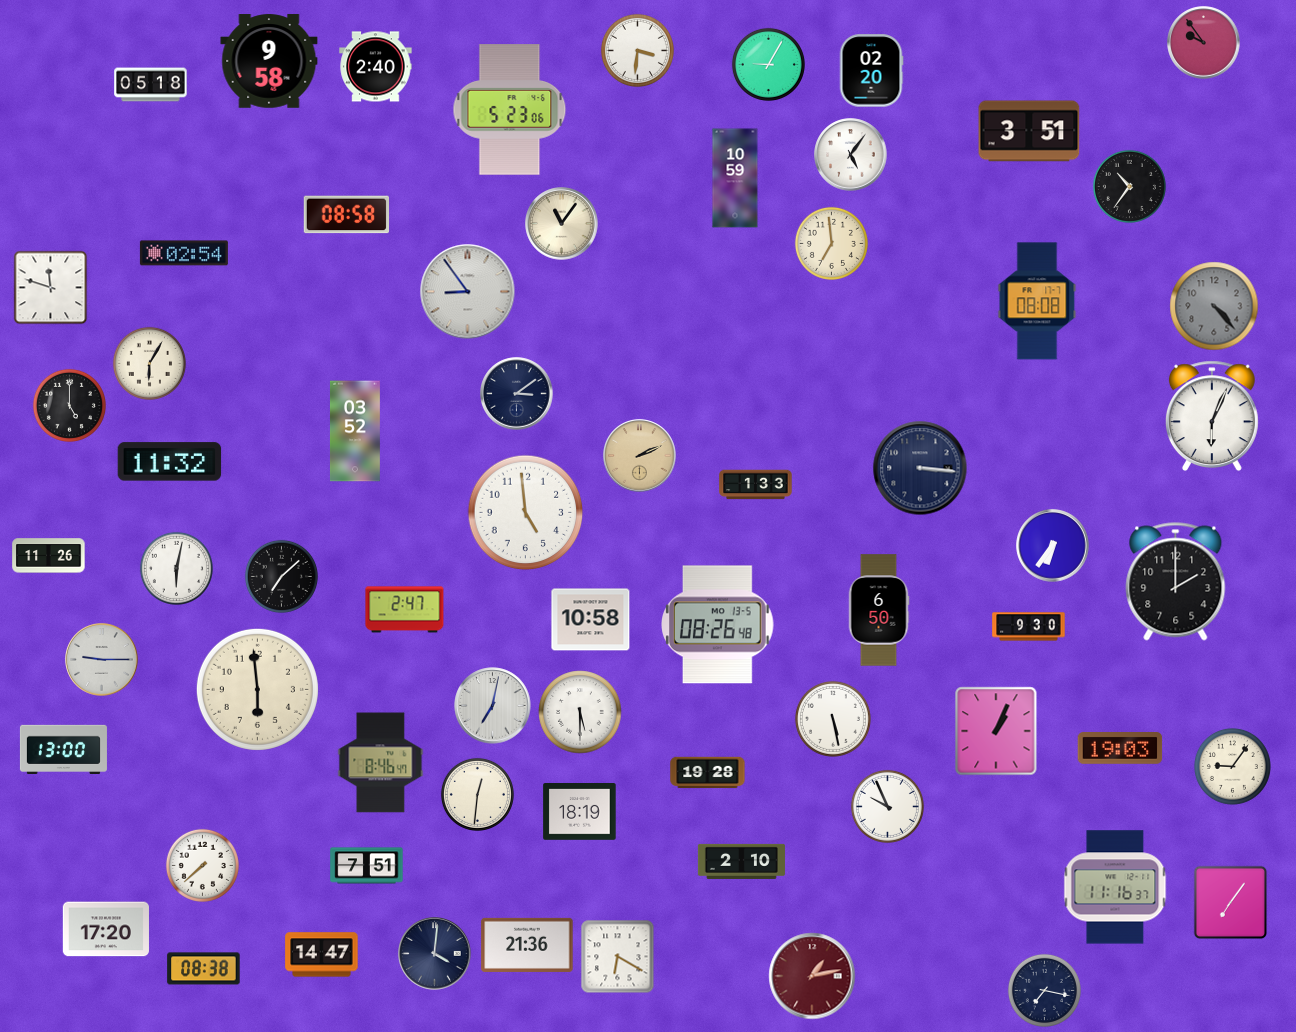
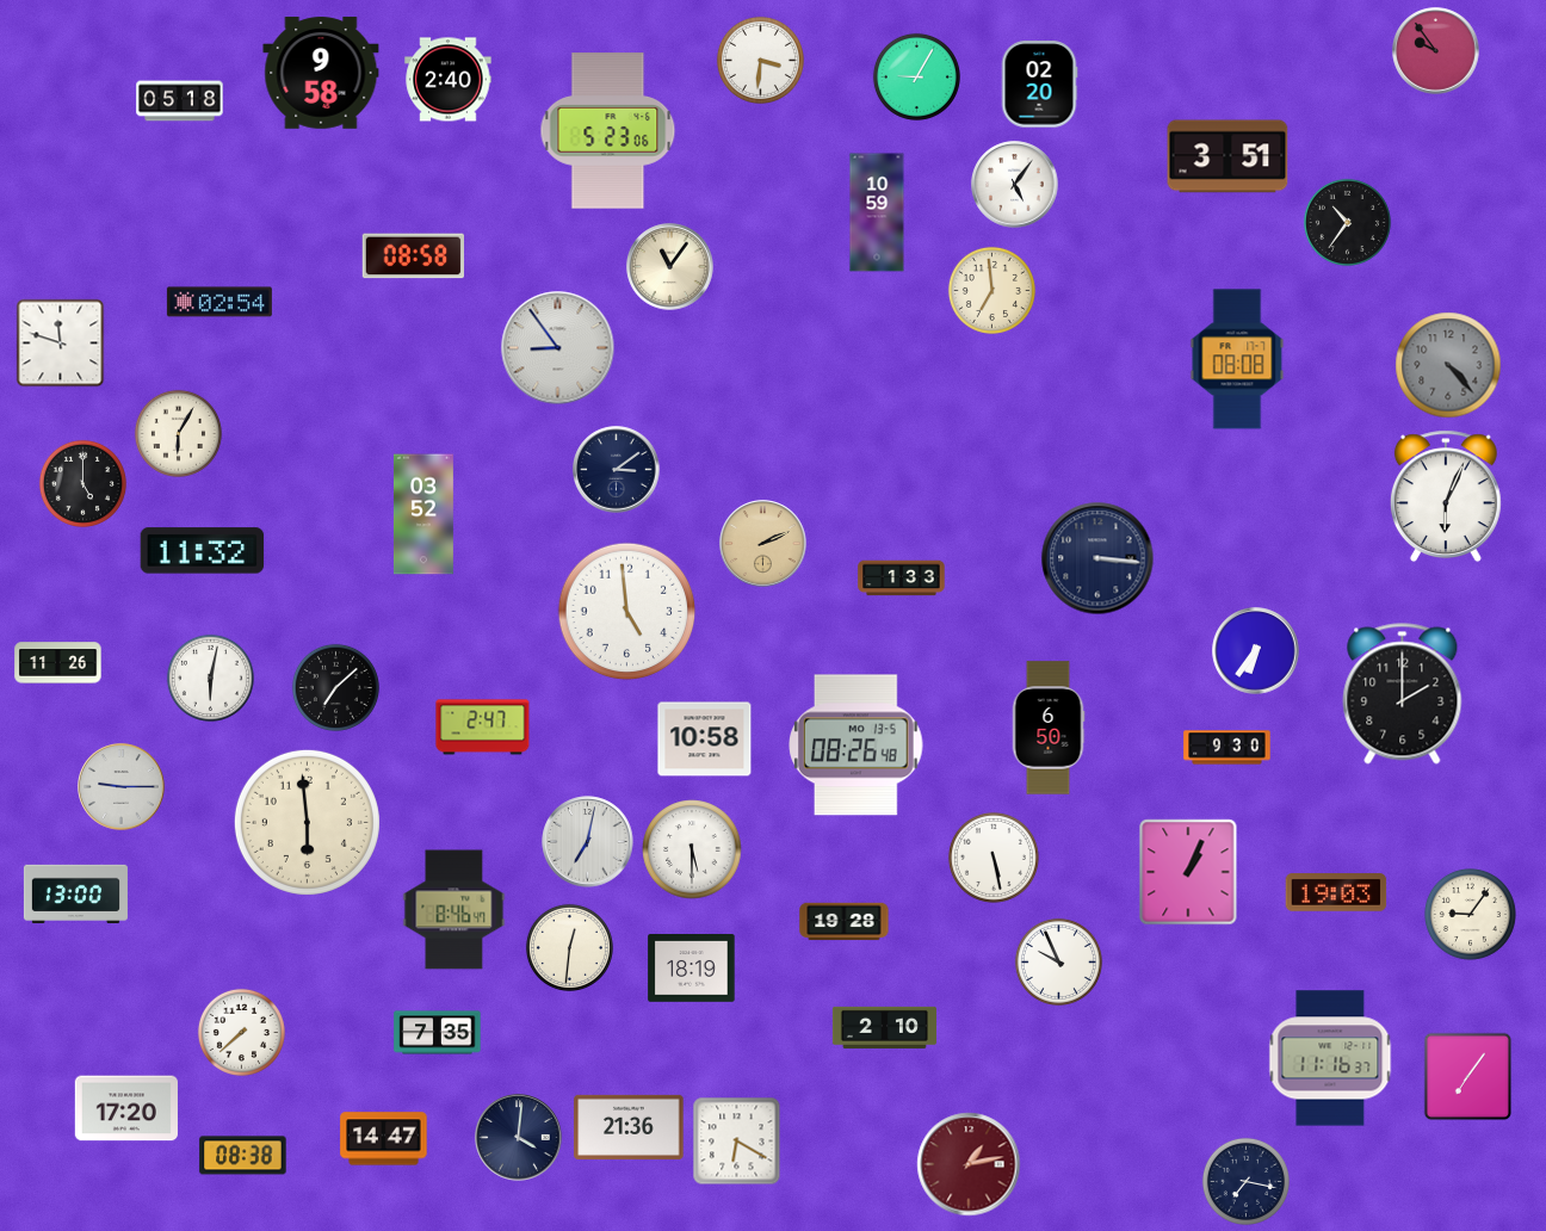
clock at (367, 866): 7:51 -> 7:35
